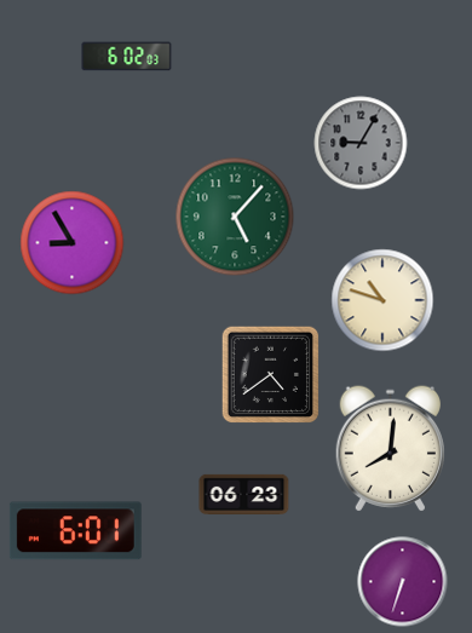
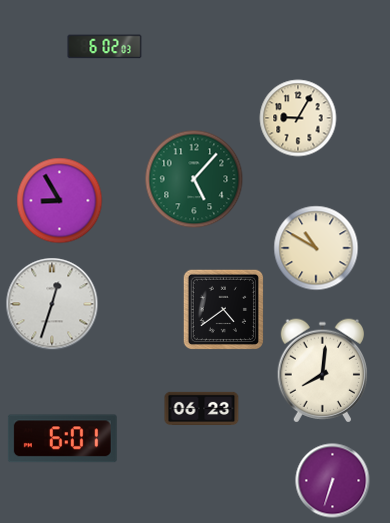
clock at (361, 143) dial: grey -> cream
clock at (382, 300): 10:48 -> 10:50
clock at (52, 304): none -> 12:33
